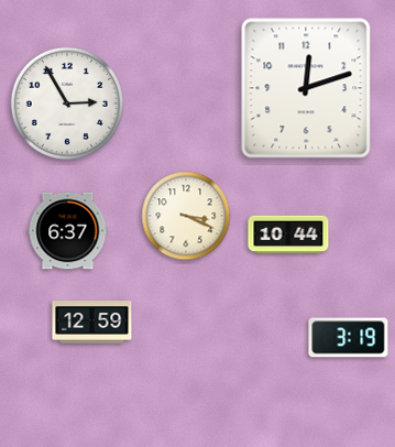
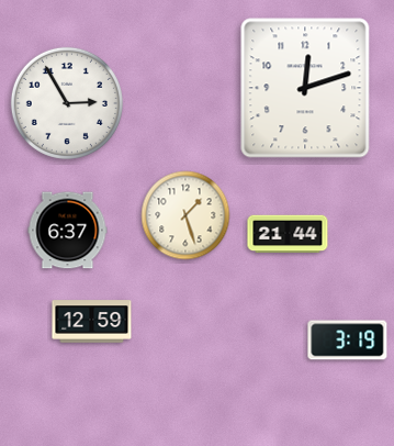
clock at (186, 216): 3:19 -> 1:27
clock at (288, 235): 10:44 -> 21:44
clock at (349, 338) position: (349, 338) -> (348, 341)
